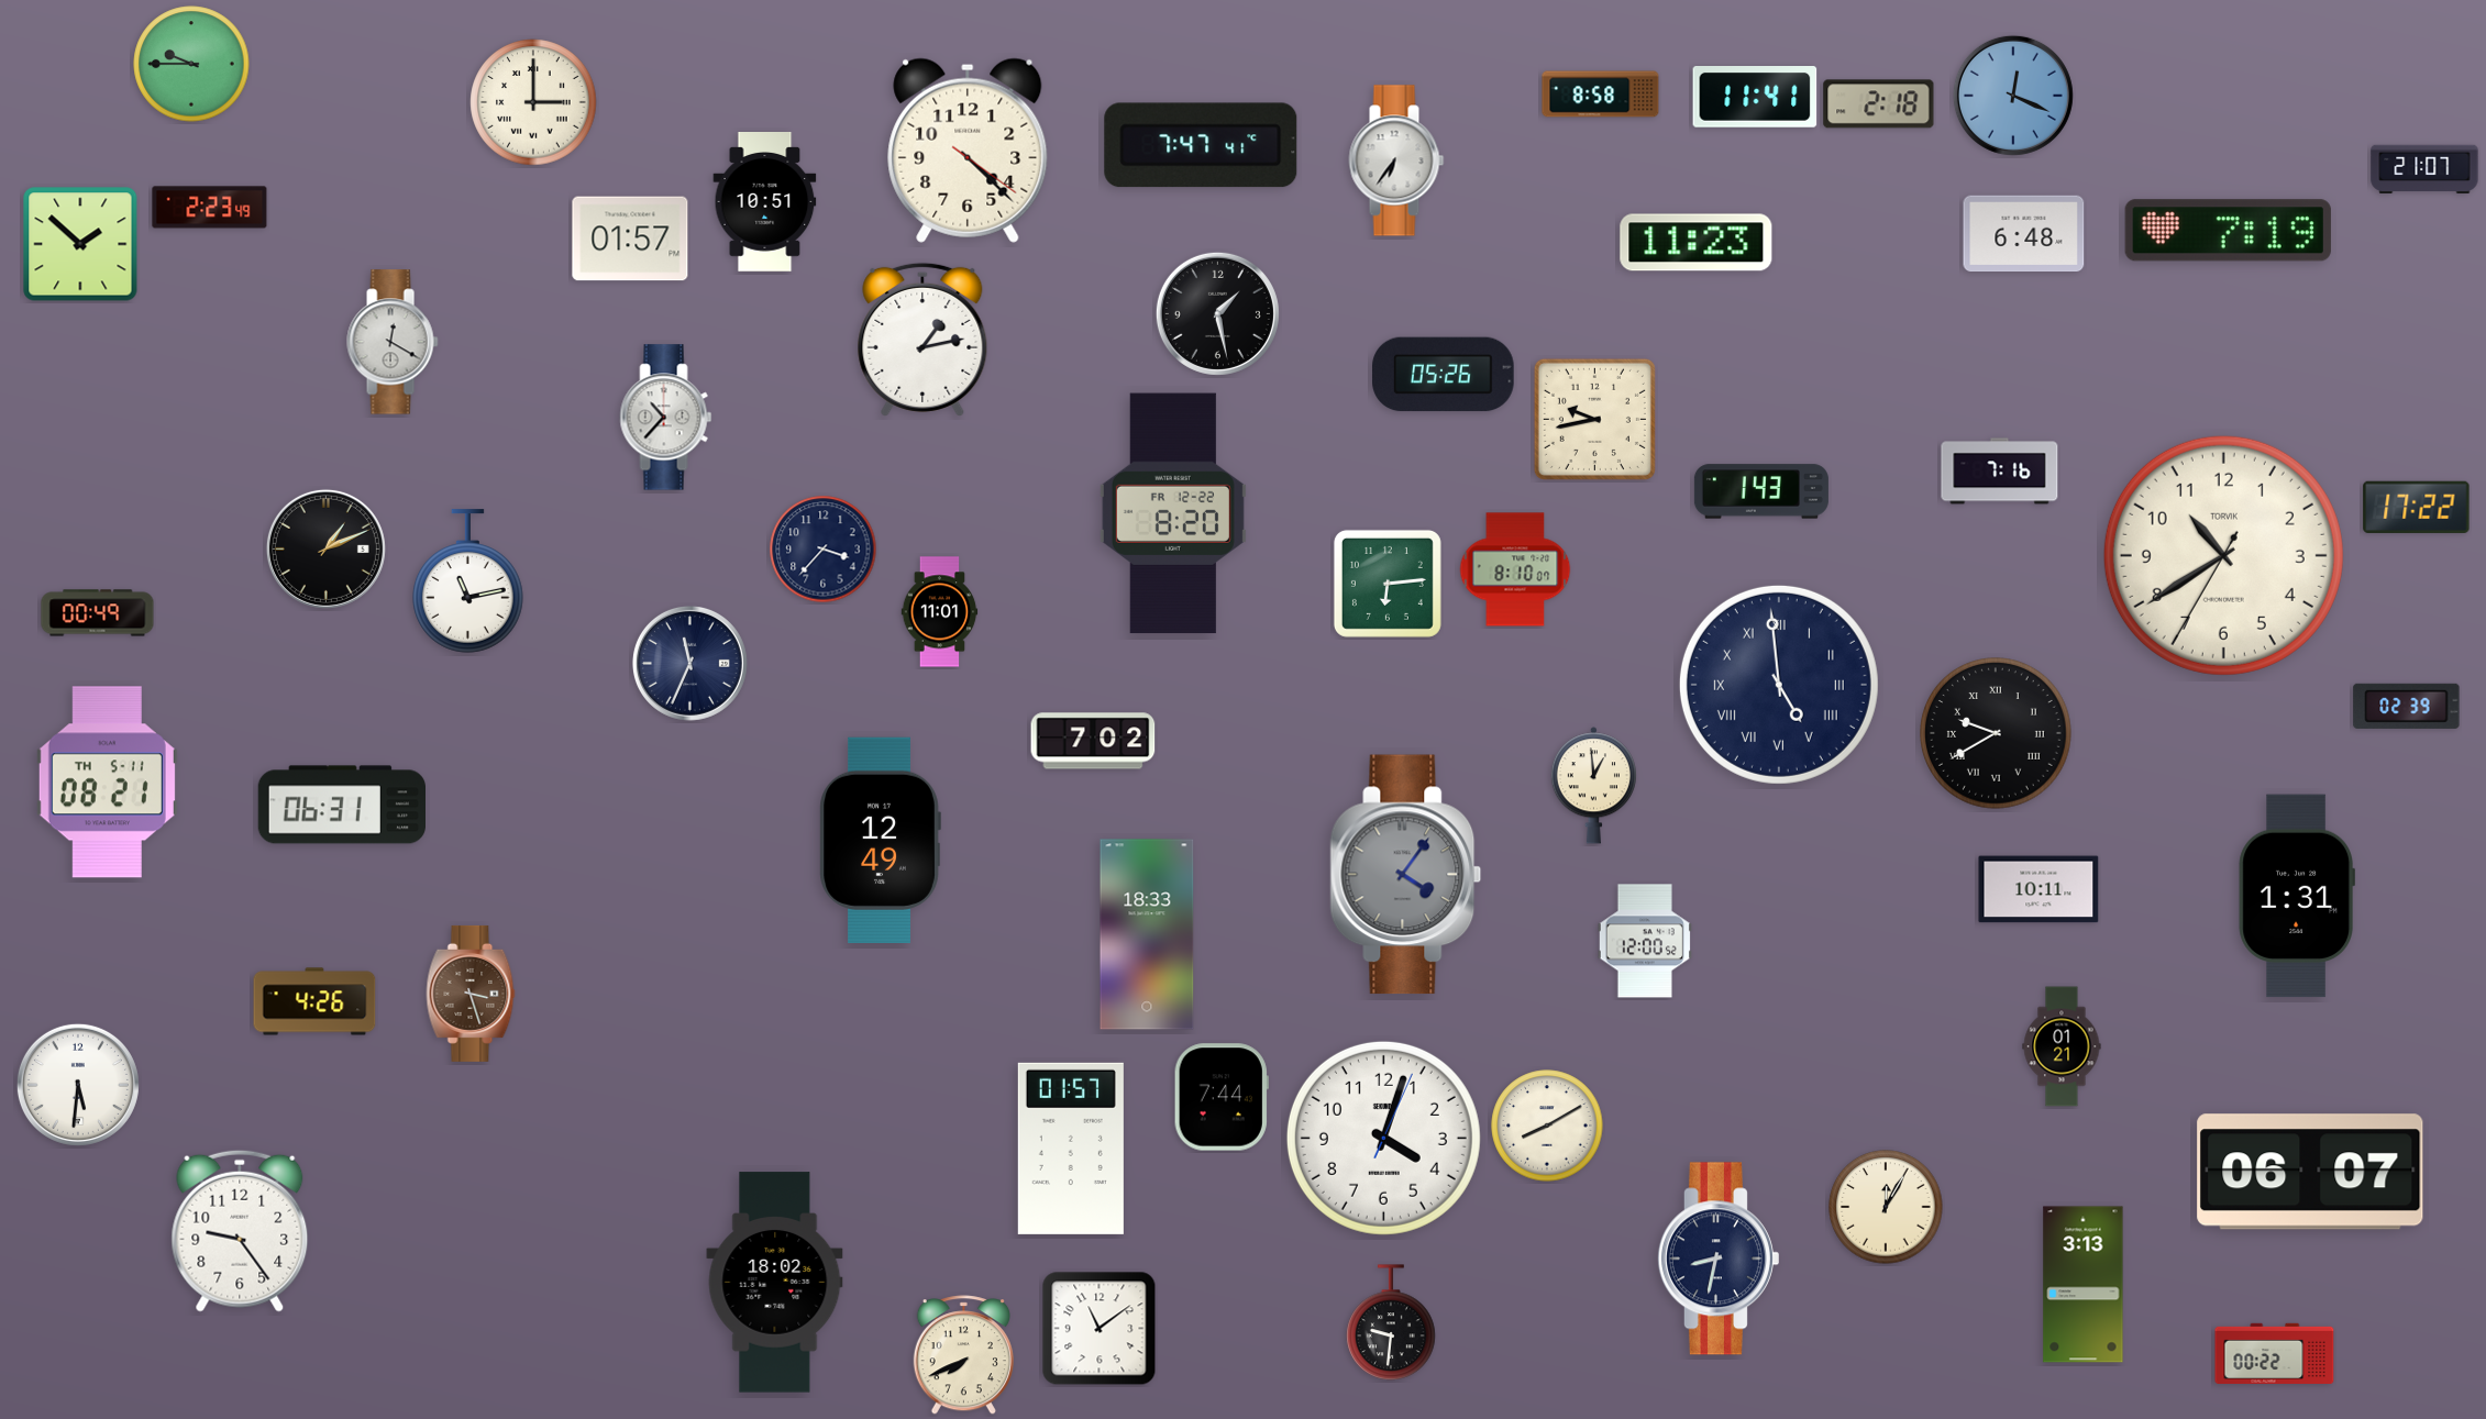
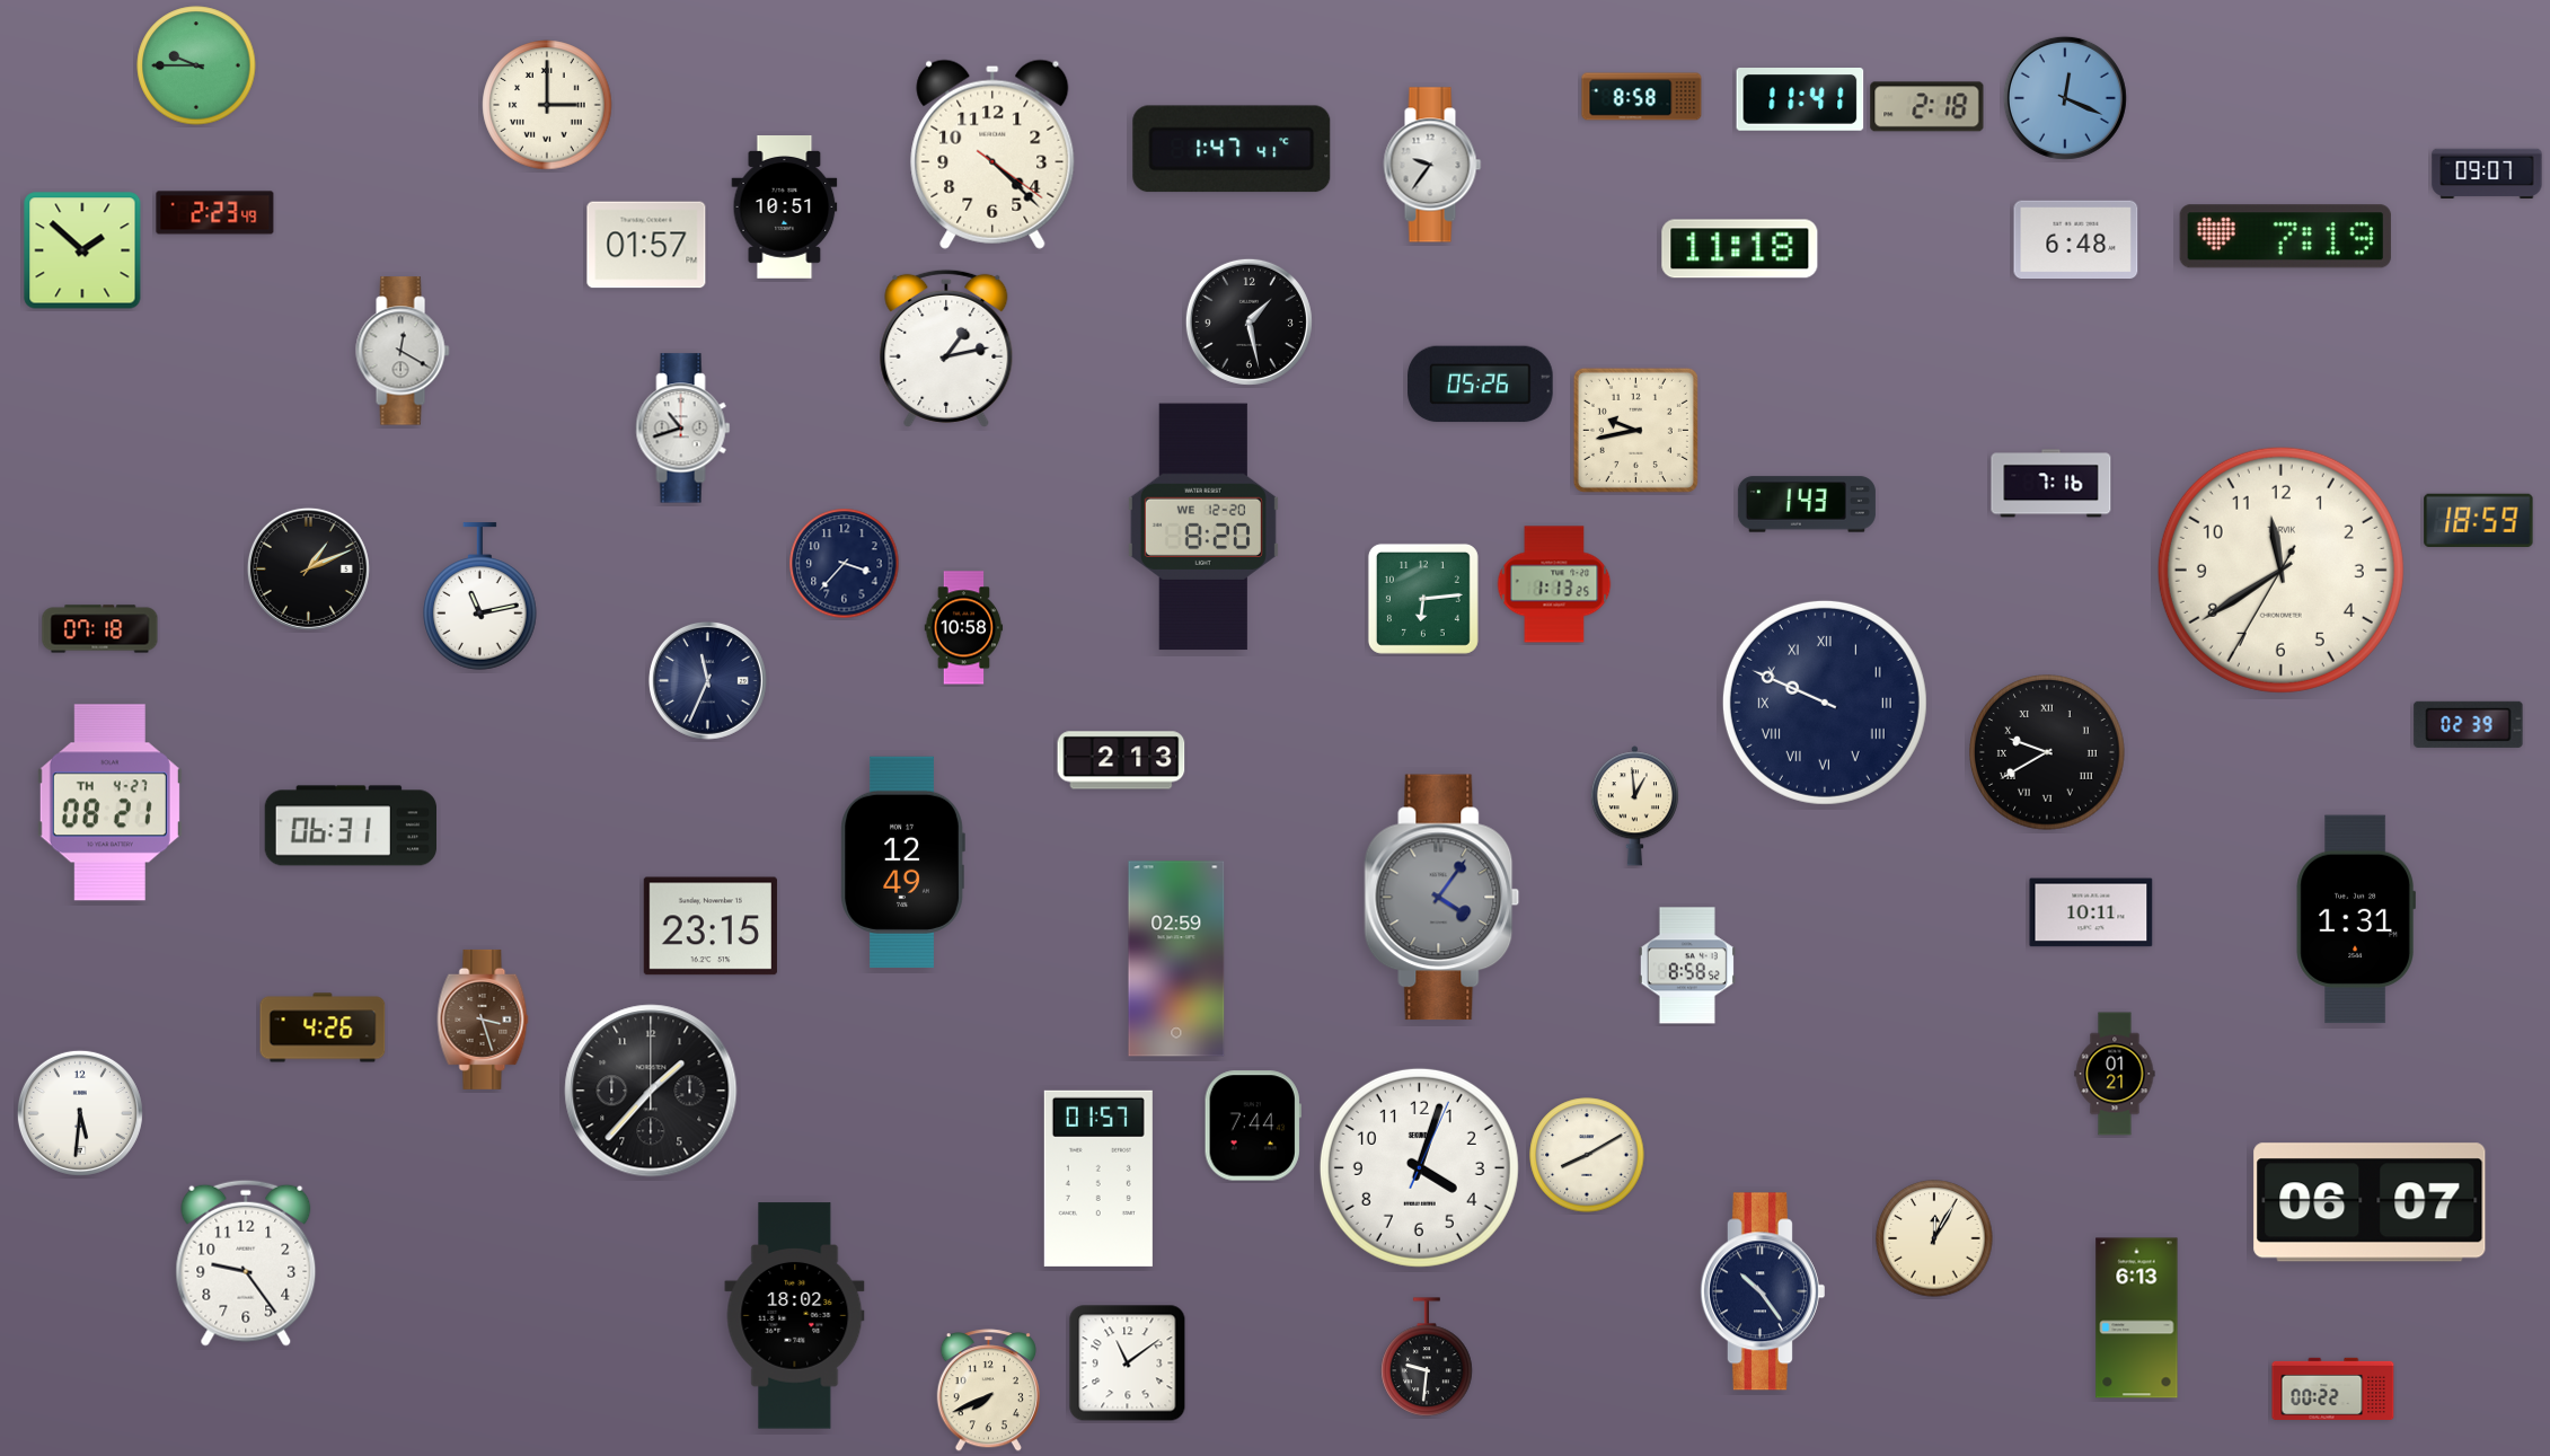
clock at (1201, 145): 7:47 -> 1:47
clock at (1396, 160): 6:36 -> 9:36
clock at (2424, 168): 21:07 -> 09:07
clock at (1697, 243): 11:23 -> 11:18
clock at (666, 418): 10:37 -> 10:42
clock at (2417, 507): 17:22 -> 18:59
clock at (1173, 513) date: FR 12-22 -> WE 12-20
clock at (325, 548) position: (325, 548) -> (308, 568)
clock at (2223, 555): 10:39 -> 11:39
clock at (1515, 569): 8:10 -> 1:13
clock at (940, 612): 11:01 -> 10:58
clock at (98, 613): 00:49 -> 07:18
clock at (1779, 685): 4:59 -> 9:49
clock at (1093, 741): 7:02 -> 2:13
clock at (107, 783) date: TH 5-11 -> TH 4-27
clock at (711, 926): none -> 23:15
clock at (1147, 934): 18:33 -> 02:59
clock at (1645, 941): 12:00 -> 8:58
clock at (651, 1091): none -> 1:37
clock at (1717, 1259): 8:32 -> 10:24
clock at (2084, 1285): 3:13 -> 6:13
